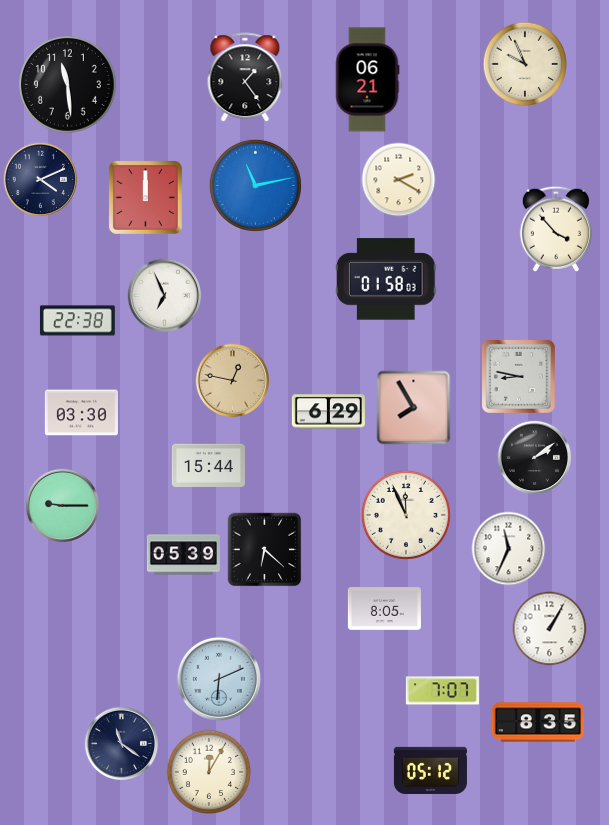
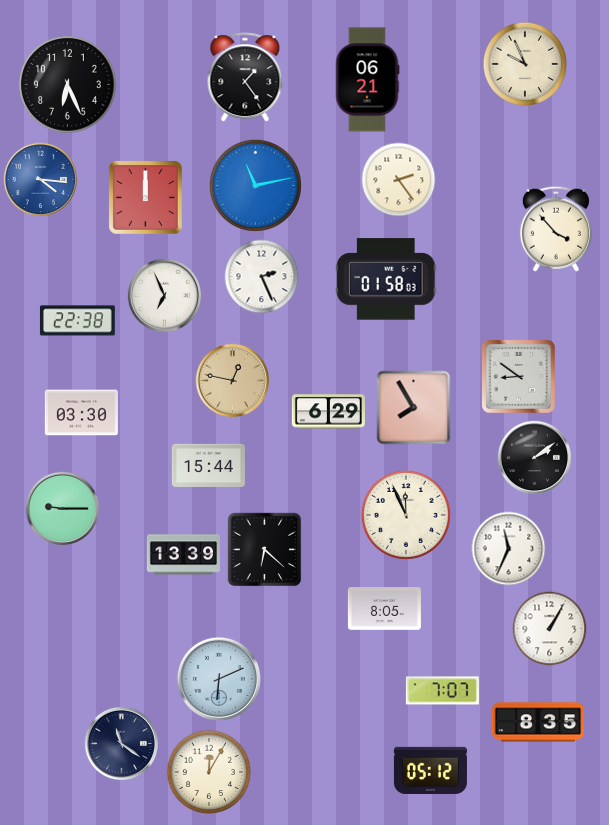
clock at (68, 85): 11:29 -> 6:26
clock at (41, 180): 4:11 -> 4:16
clock at (41, 180) dial: navy -> blue
clock at (399, 180): 2:20 -> 2:24
clock at (262, 277): none -> 2:26
clock at (518, 376): 8:47 -> 8:51
clock at (63, 506) position: (63, 506) -> (63, 509)
clock at (183, 555): 05:39 -> 13:39
